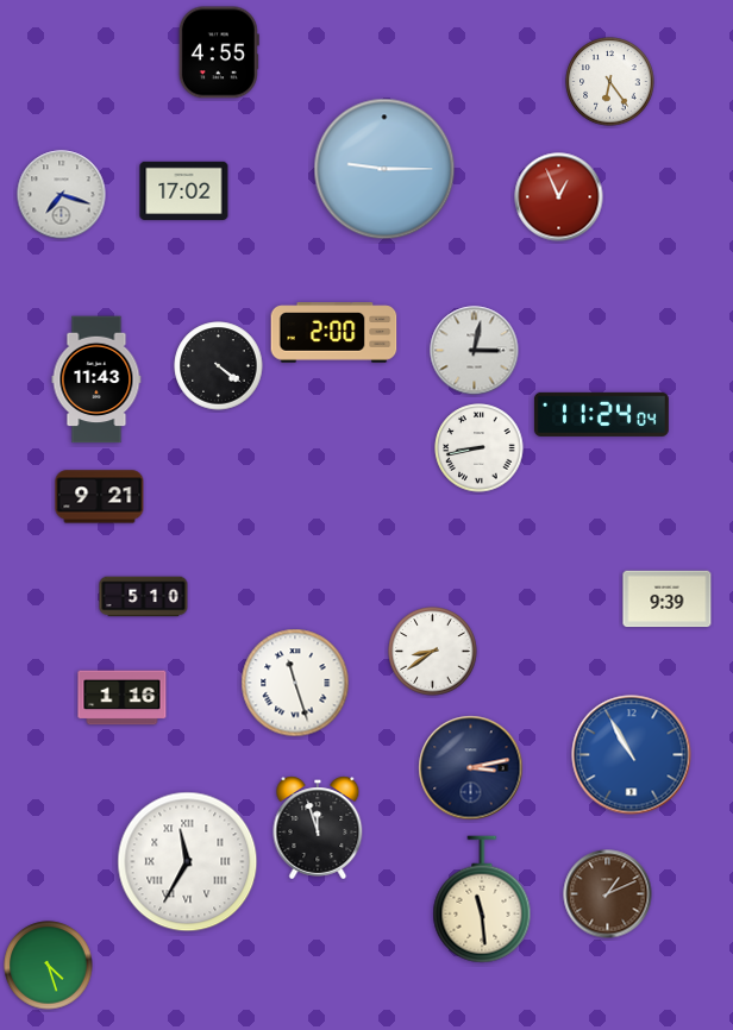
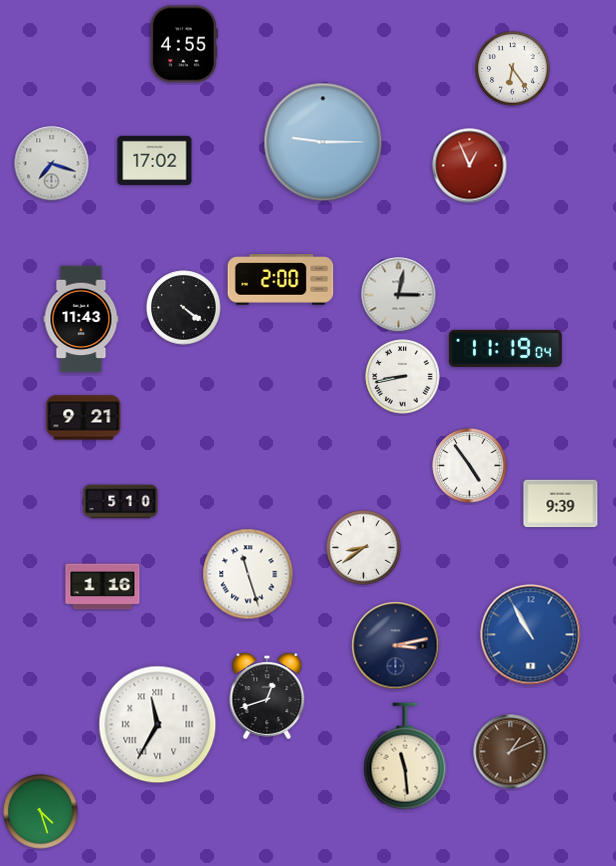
clock at (601, 414): 11:24 -> 11:19
clock at (470, 466): none -> 4:54
clock at (318, 828): 11:57 -> 12:42
